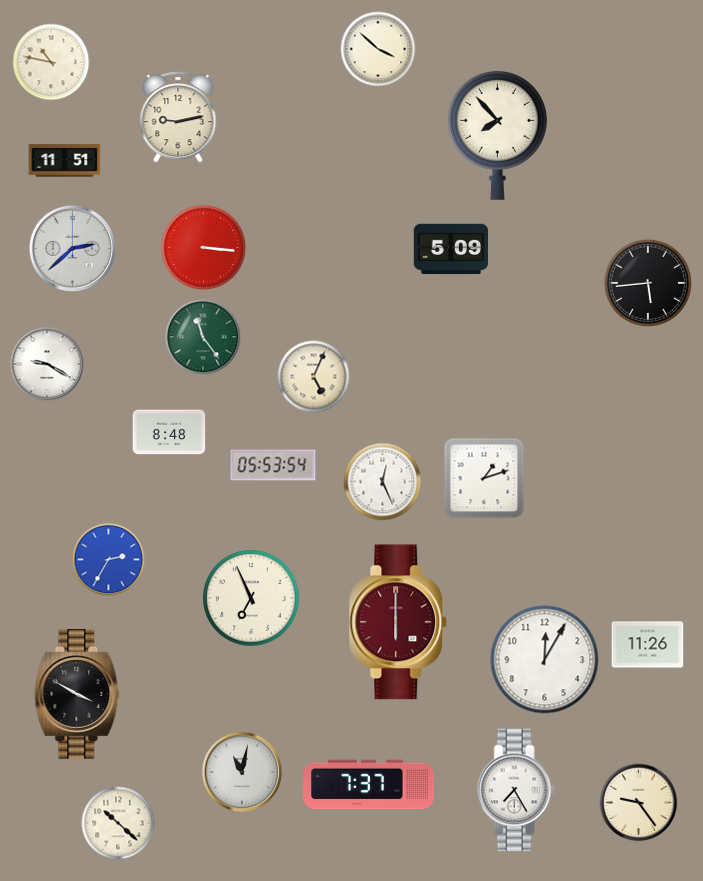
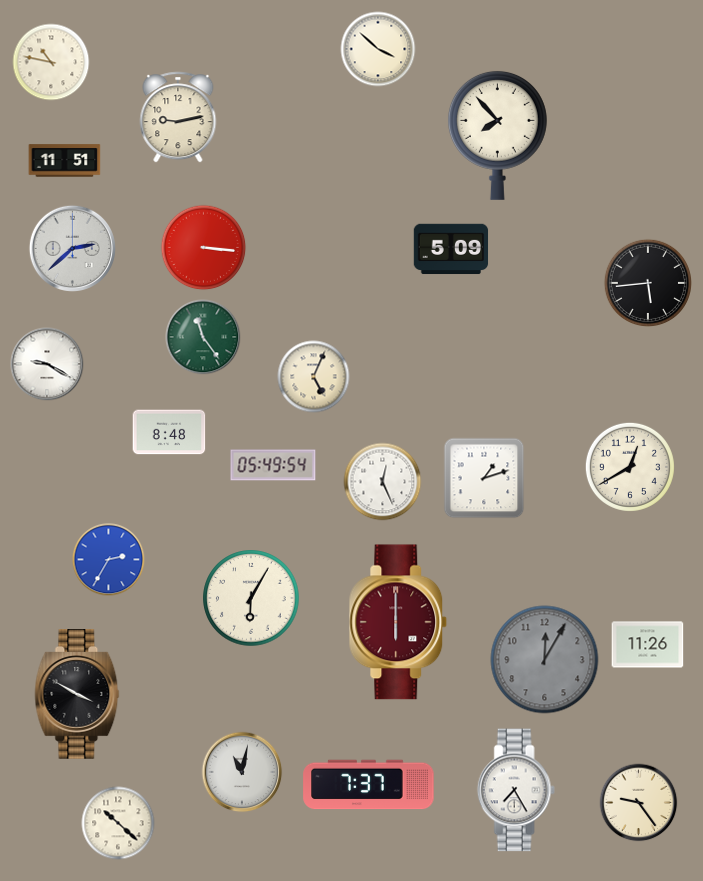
clock at (273, 465): 05:53 -> 05:49
clock at (630, 467): none -> 12:40
clock at (251, 598): 6:56 -> 6:05
clock at (545, 660) dial: white -> grey
